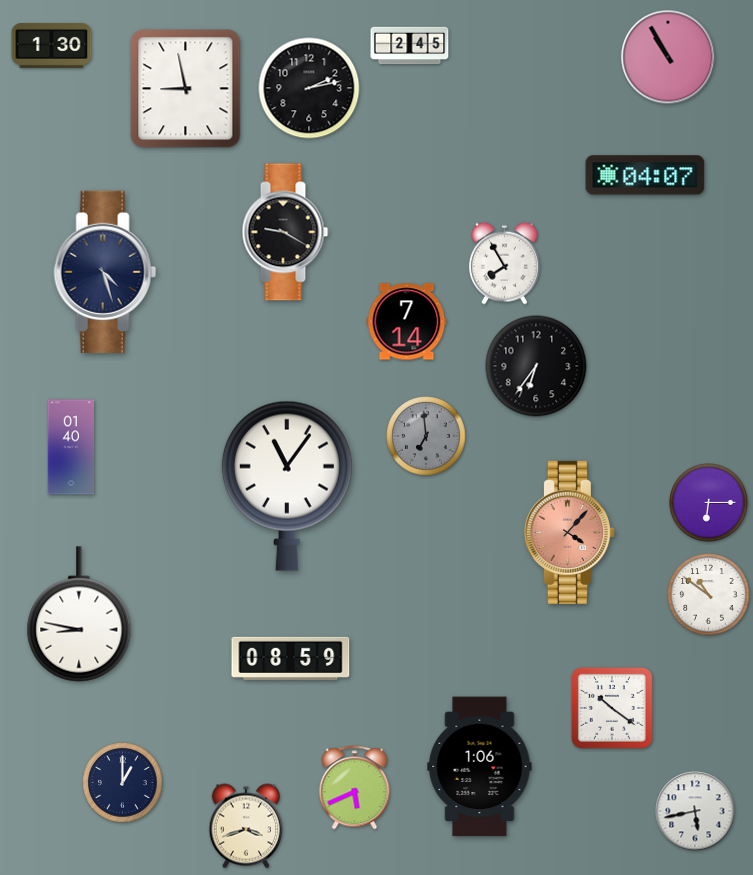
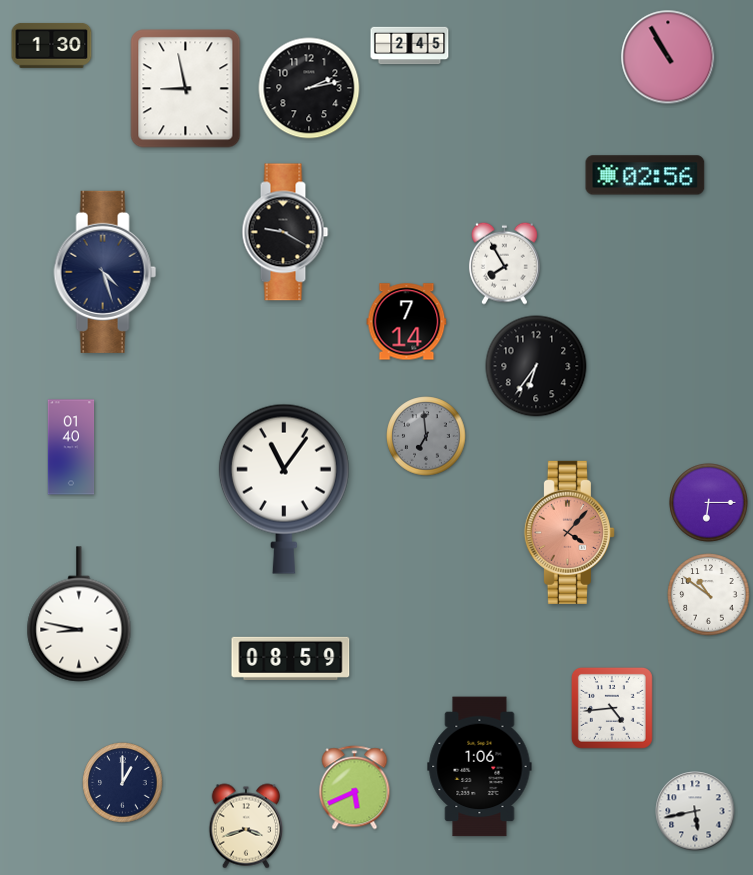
clock at (645, 175): 04:07 -> 02:56
clock at (287, 486) position: (287, 486) -> (284, 489)
clock at (612, 708): 10:21 -> 4:44
